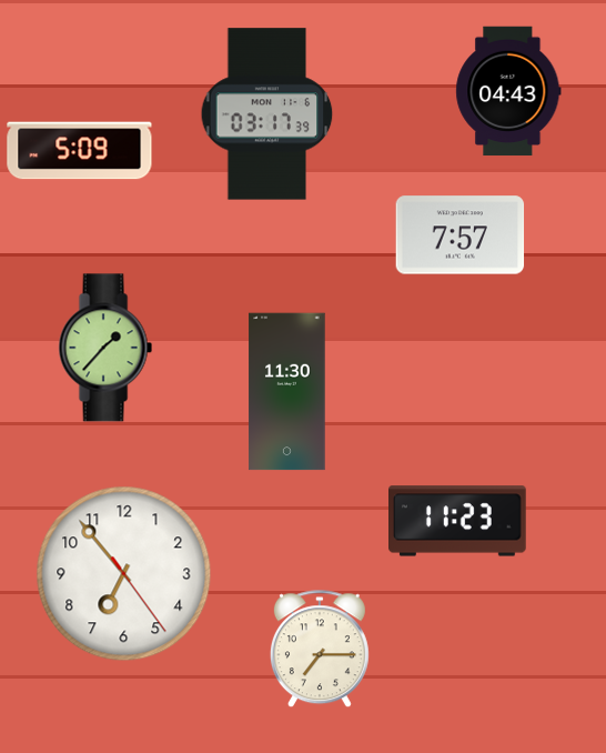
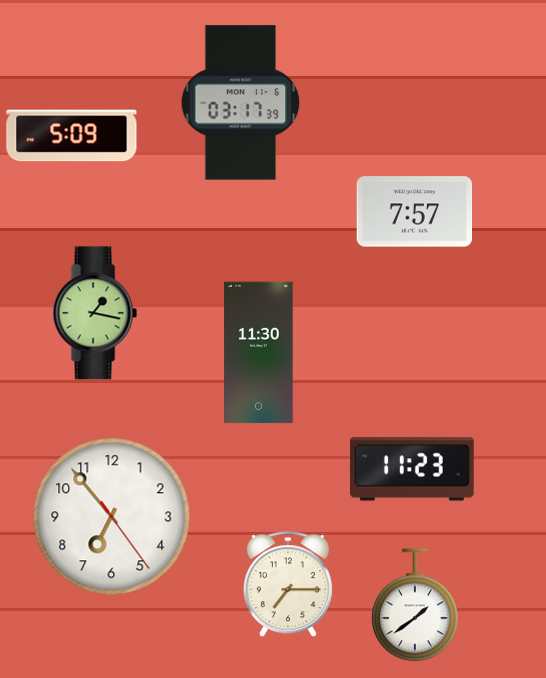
clock at (508, 91): 04:43 -> none
clock at (105, 348): 1:37 -> 1:17
clock at (415, 605): none -> 1:39
